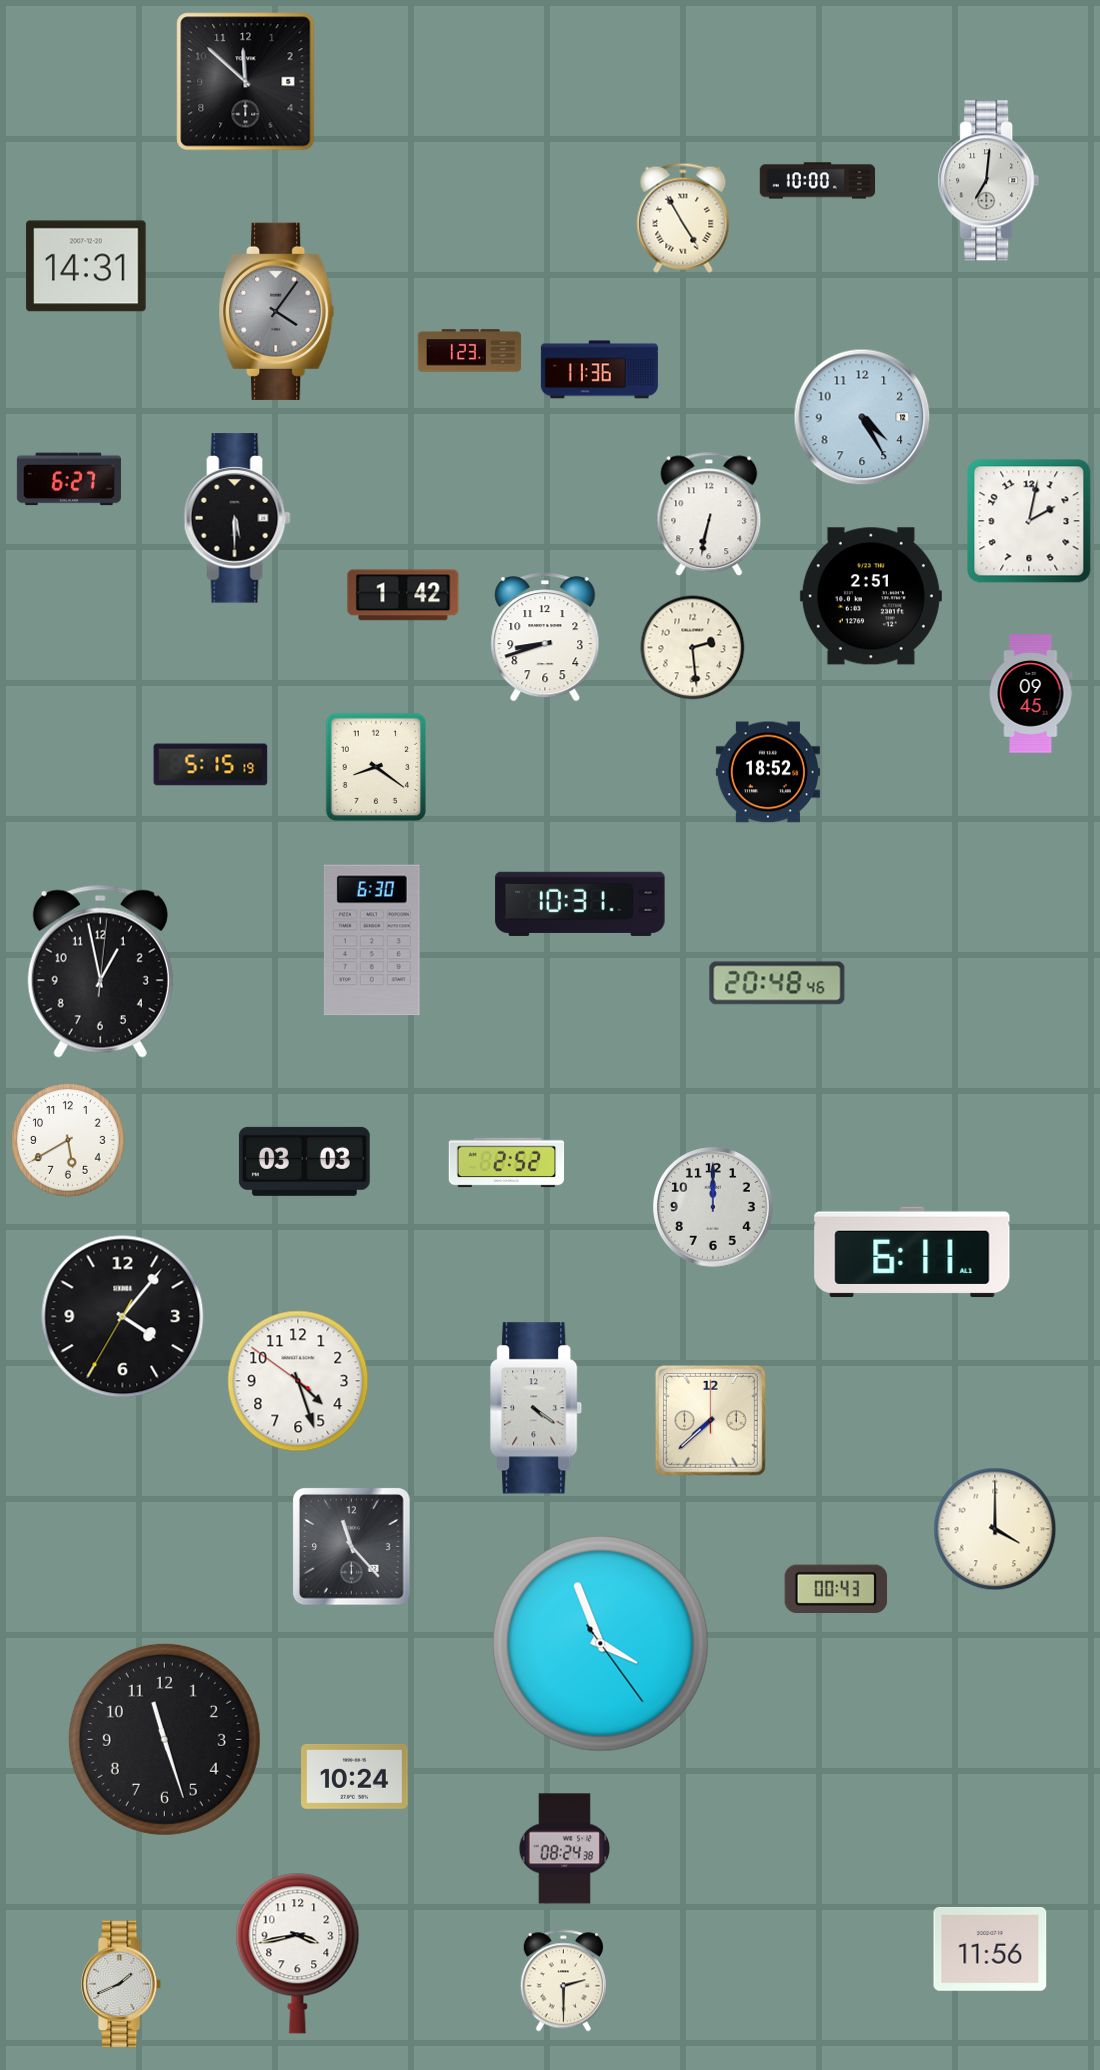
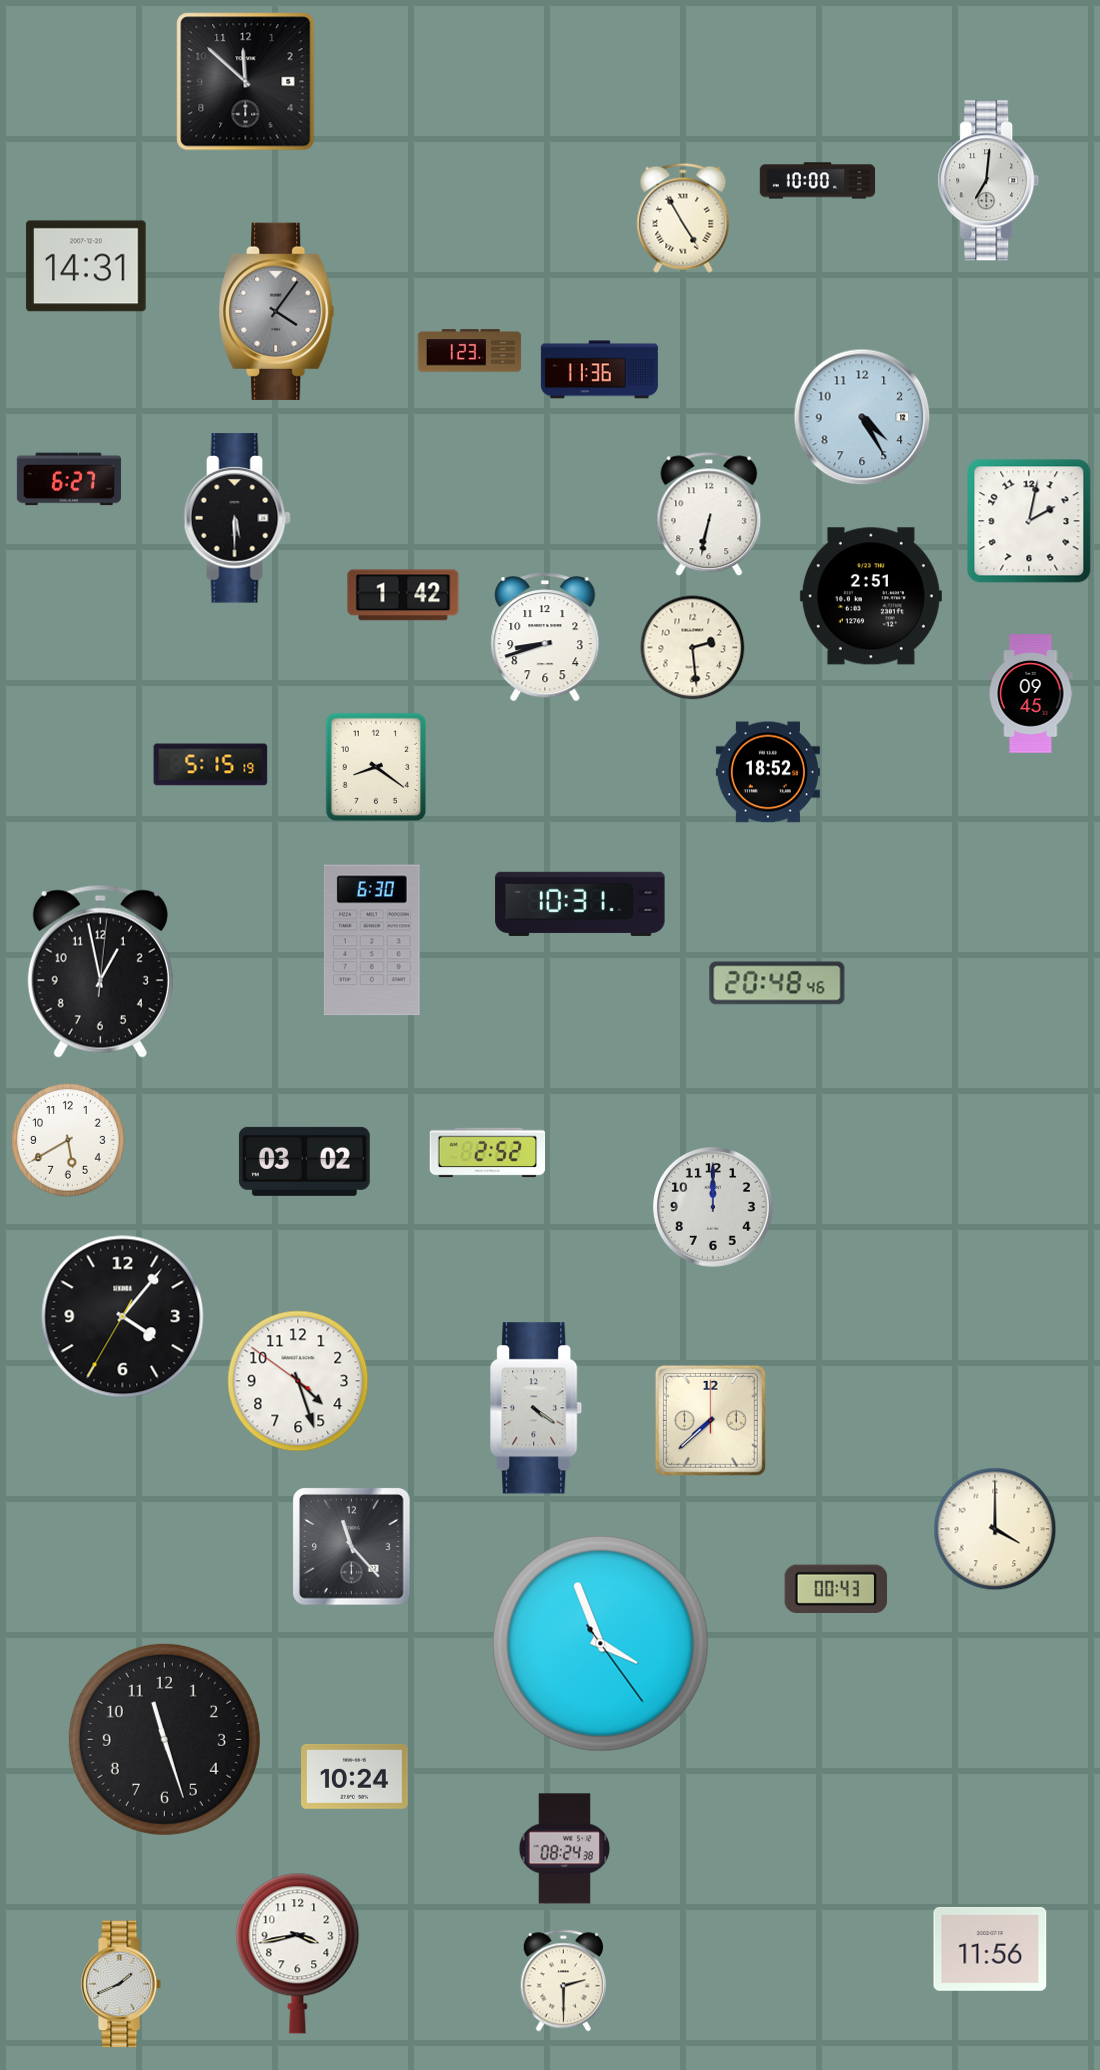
clock at (304, 1161): 03:03 -> 03:02
clock at (507, 1163) position: (507, 1163) -> (488, 1153)
clock at (912, 1252): 6:11 -> none
